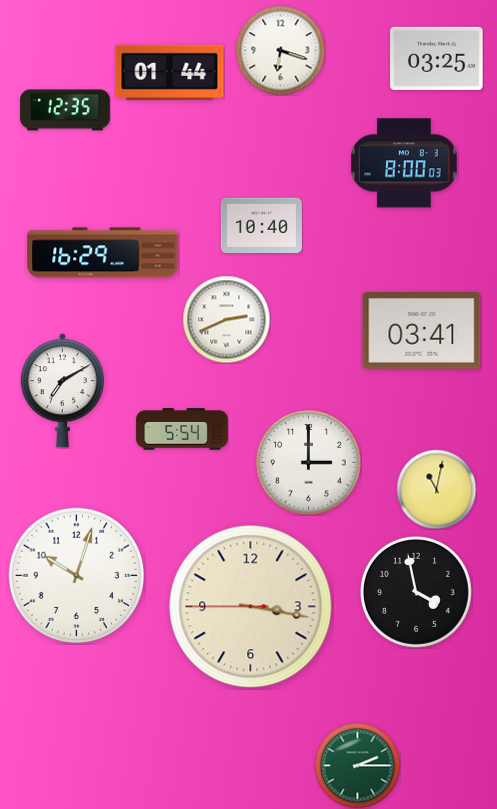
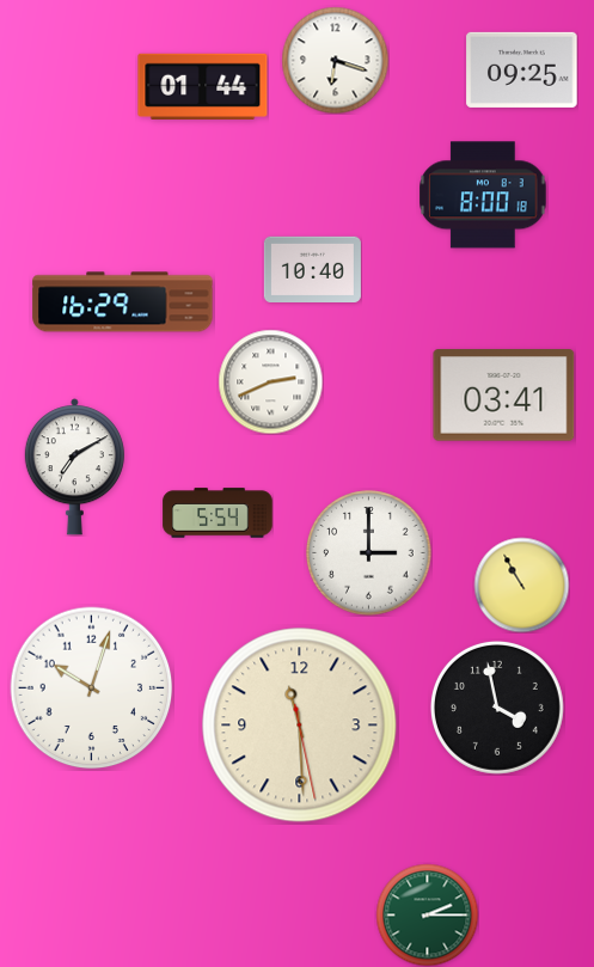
clock at (437, 58): 03:25 -> 09:25
clock at (65, 110): 12:35 -> none
clock at (404, 163): 8:00:03 -> 8:00:18
clock at (436, 489): 11:02 -> 10:55
clock at (251, 607): 3:16 -> 11:29
